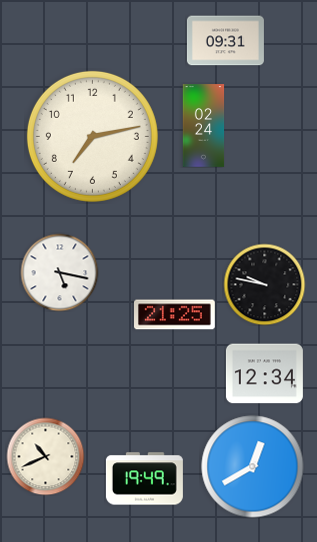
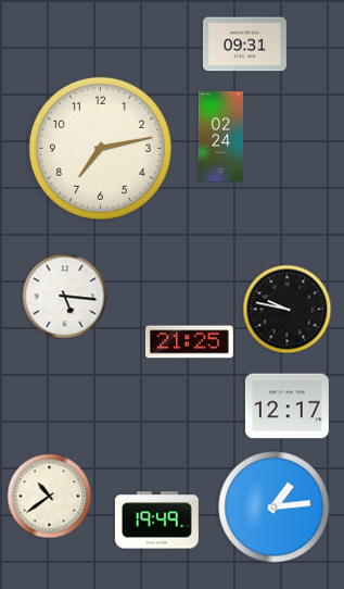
clock at (59, 272): 5:17 -> 5:16
clock at (264, 374): 12:34 -> 12:17
clock at (45, 456): 10:41 -> 10:39
clock at (253, 467): 12:40 -> 1:14
